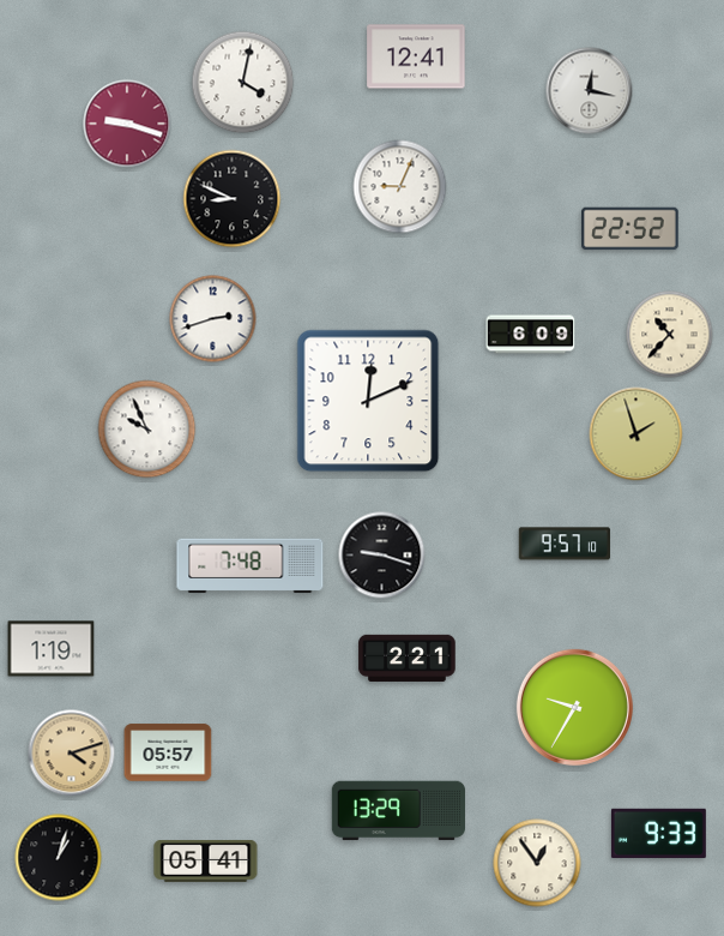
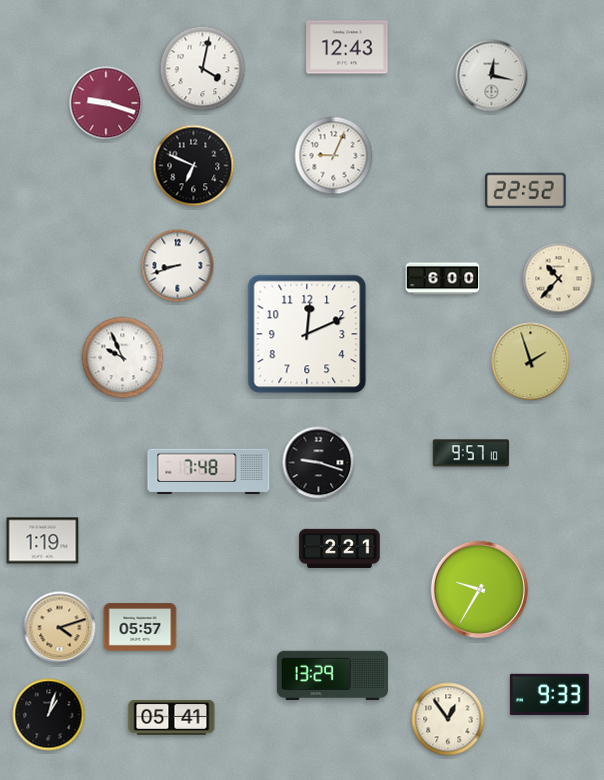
clock at (416, 56): 12:41 -> 12:43
clock at (233, 199): 8:49 -> 6:49
clock at (213, 319): 2:42 -> 8:42
clock at (531, 335): 6:09 -> 6:00
